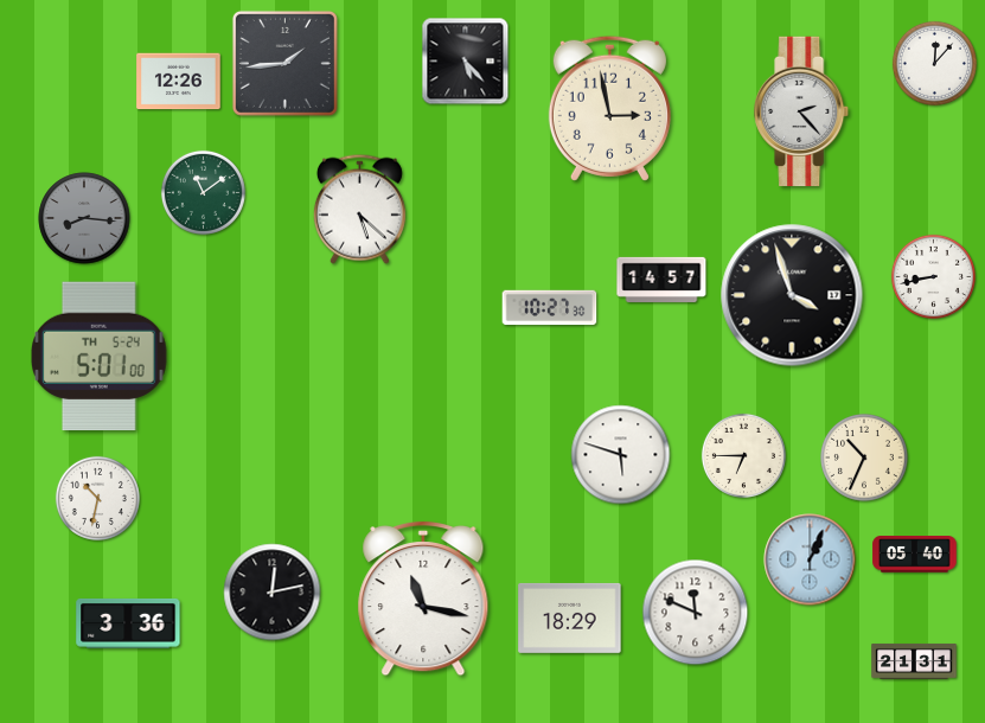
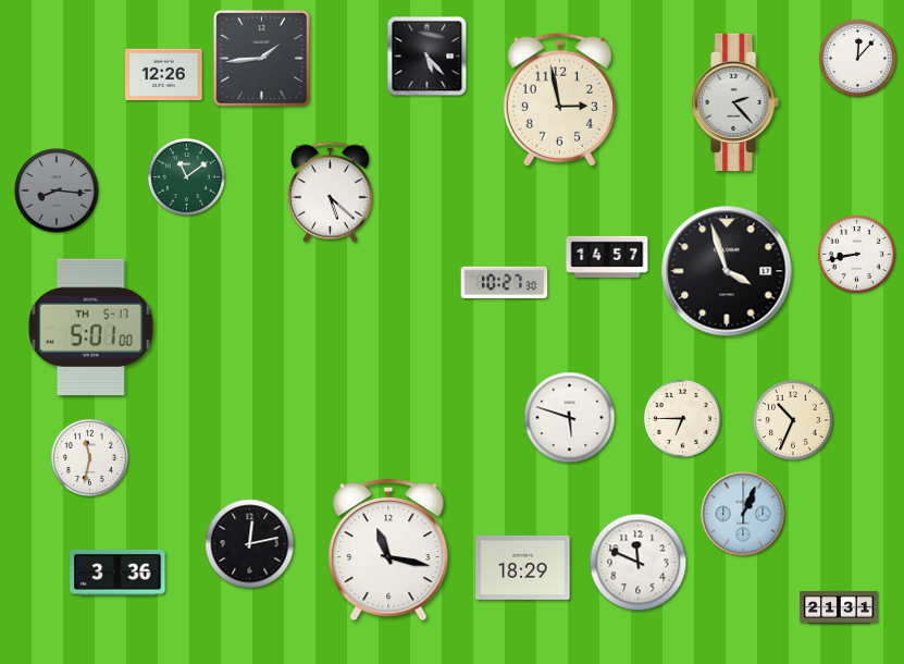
clock at (84, 218) position: (84, 218) -> (57, 190)
clock at (100, 357) date: TH 5-24 -> TH 5-17
clock at (97, 498): 10:32 -> 11:32
clock at (915, 555): 05:40 -> none
